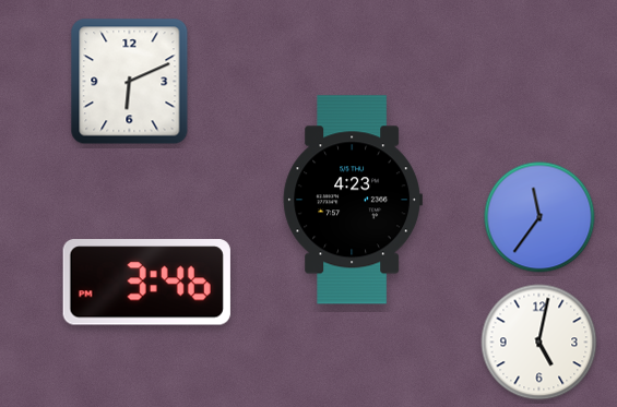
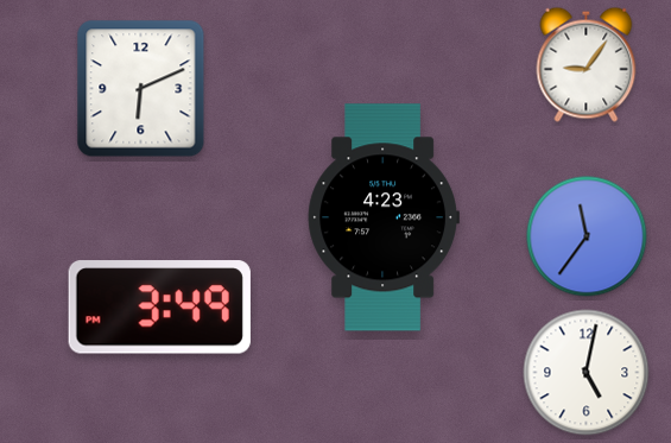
clock at (587, 64): none -> 9:06
clock at (146, 283): 3:46 -> 3:49
